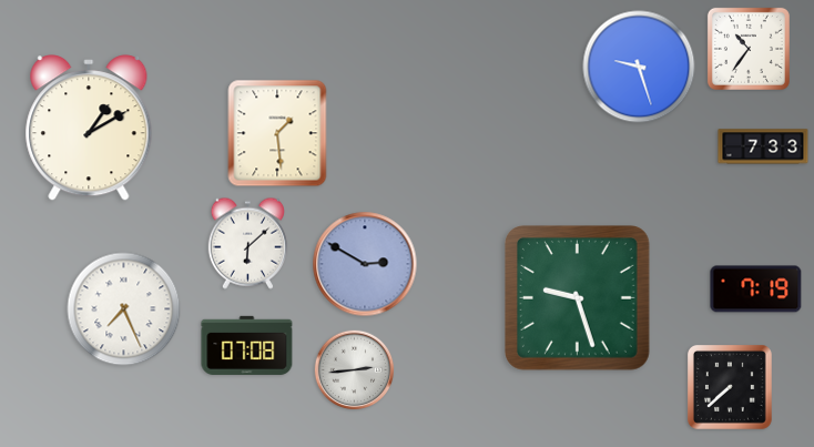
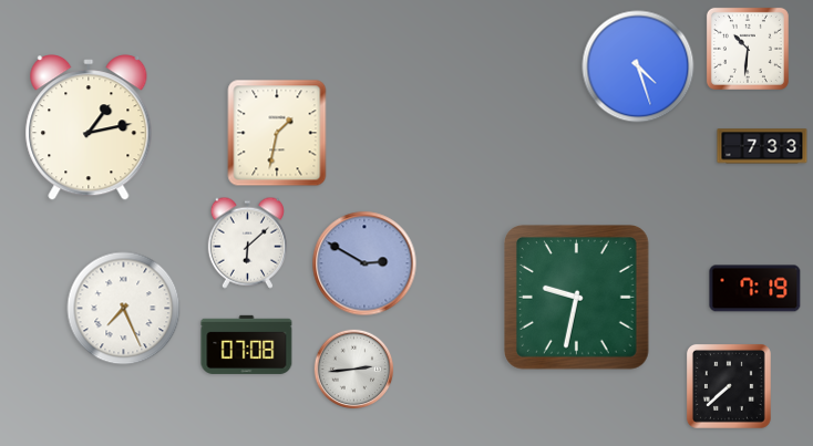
clock at (749, 49): 10:36 -> 10:31
clock at (639, 67): 9:27 -> 4:27
clock at (89, 128): 1:10 -> 1:13
clock at (277, 133): 1:29 -> 1:32
clock at (578, 298): 9:27 -> 9:32
